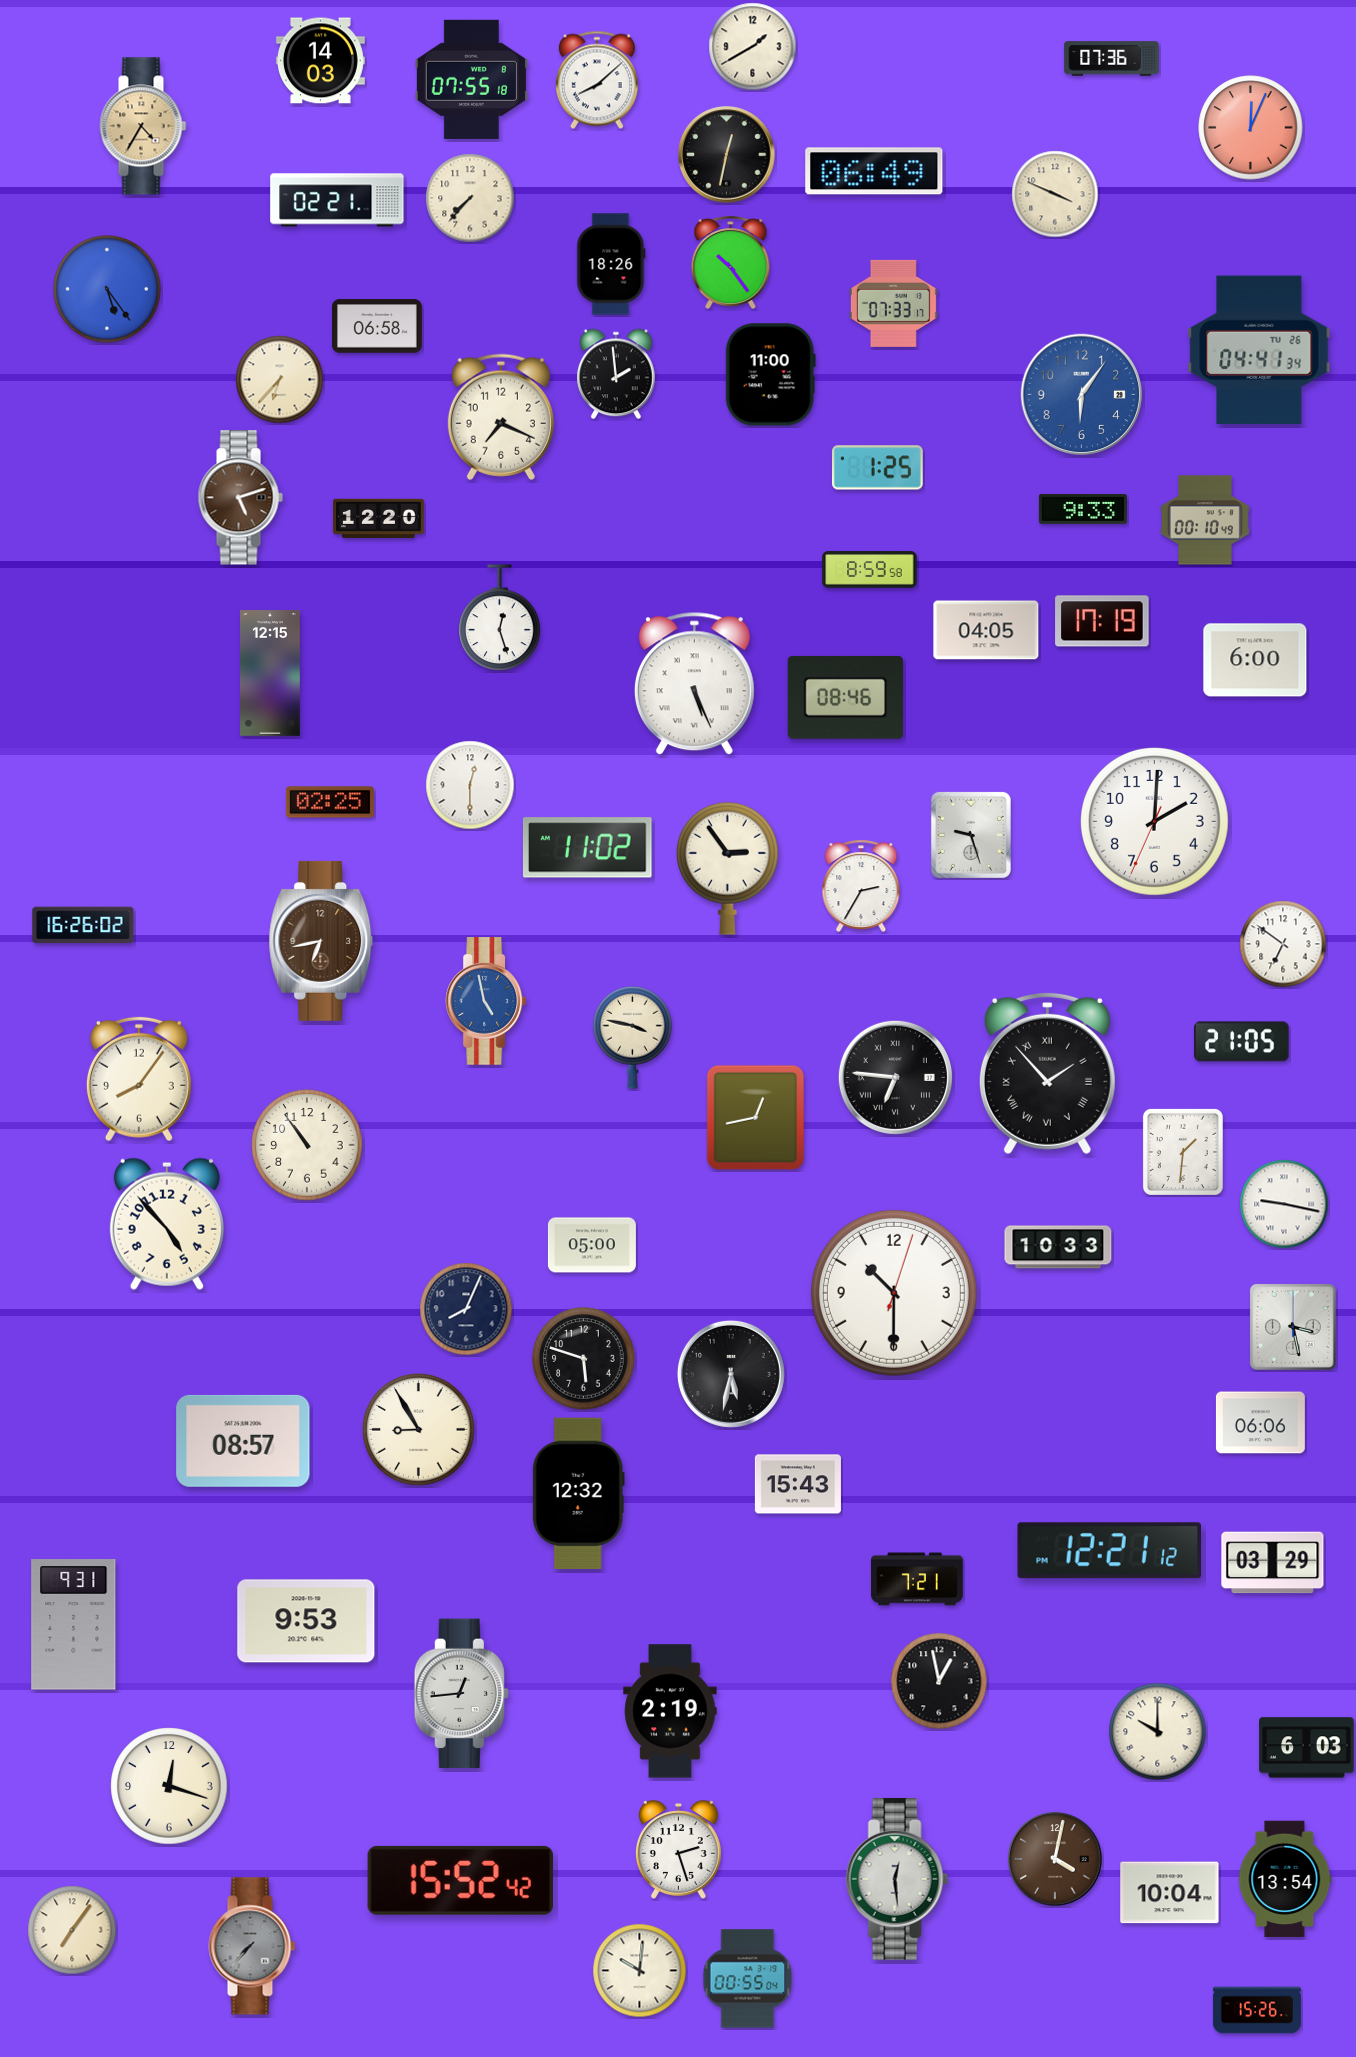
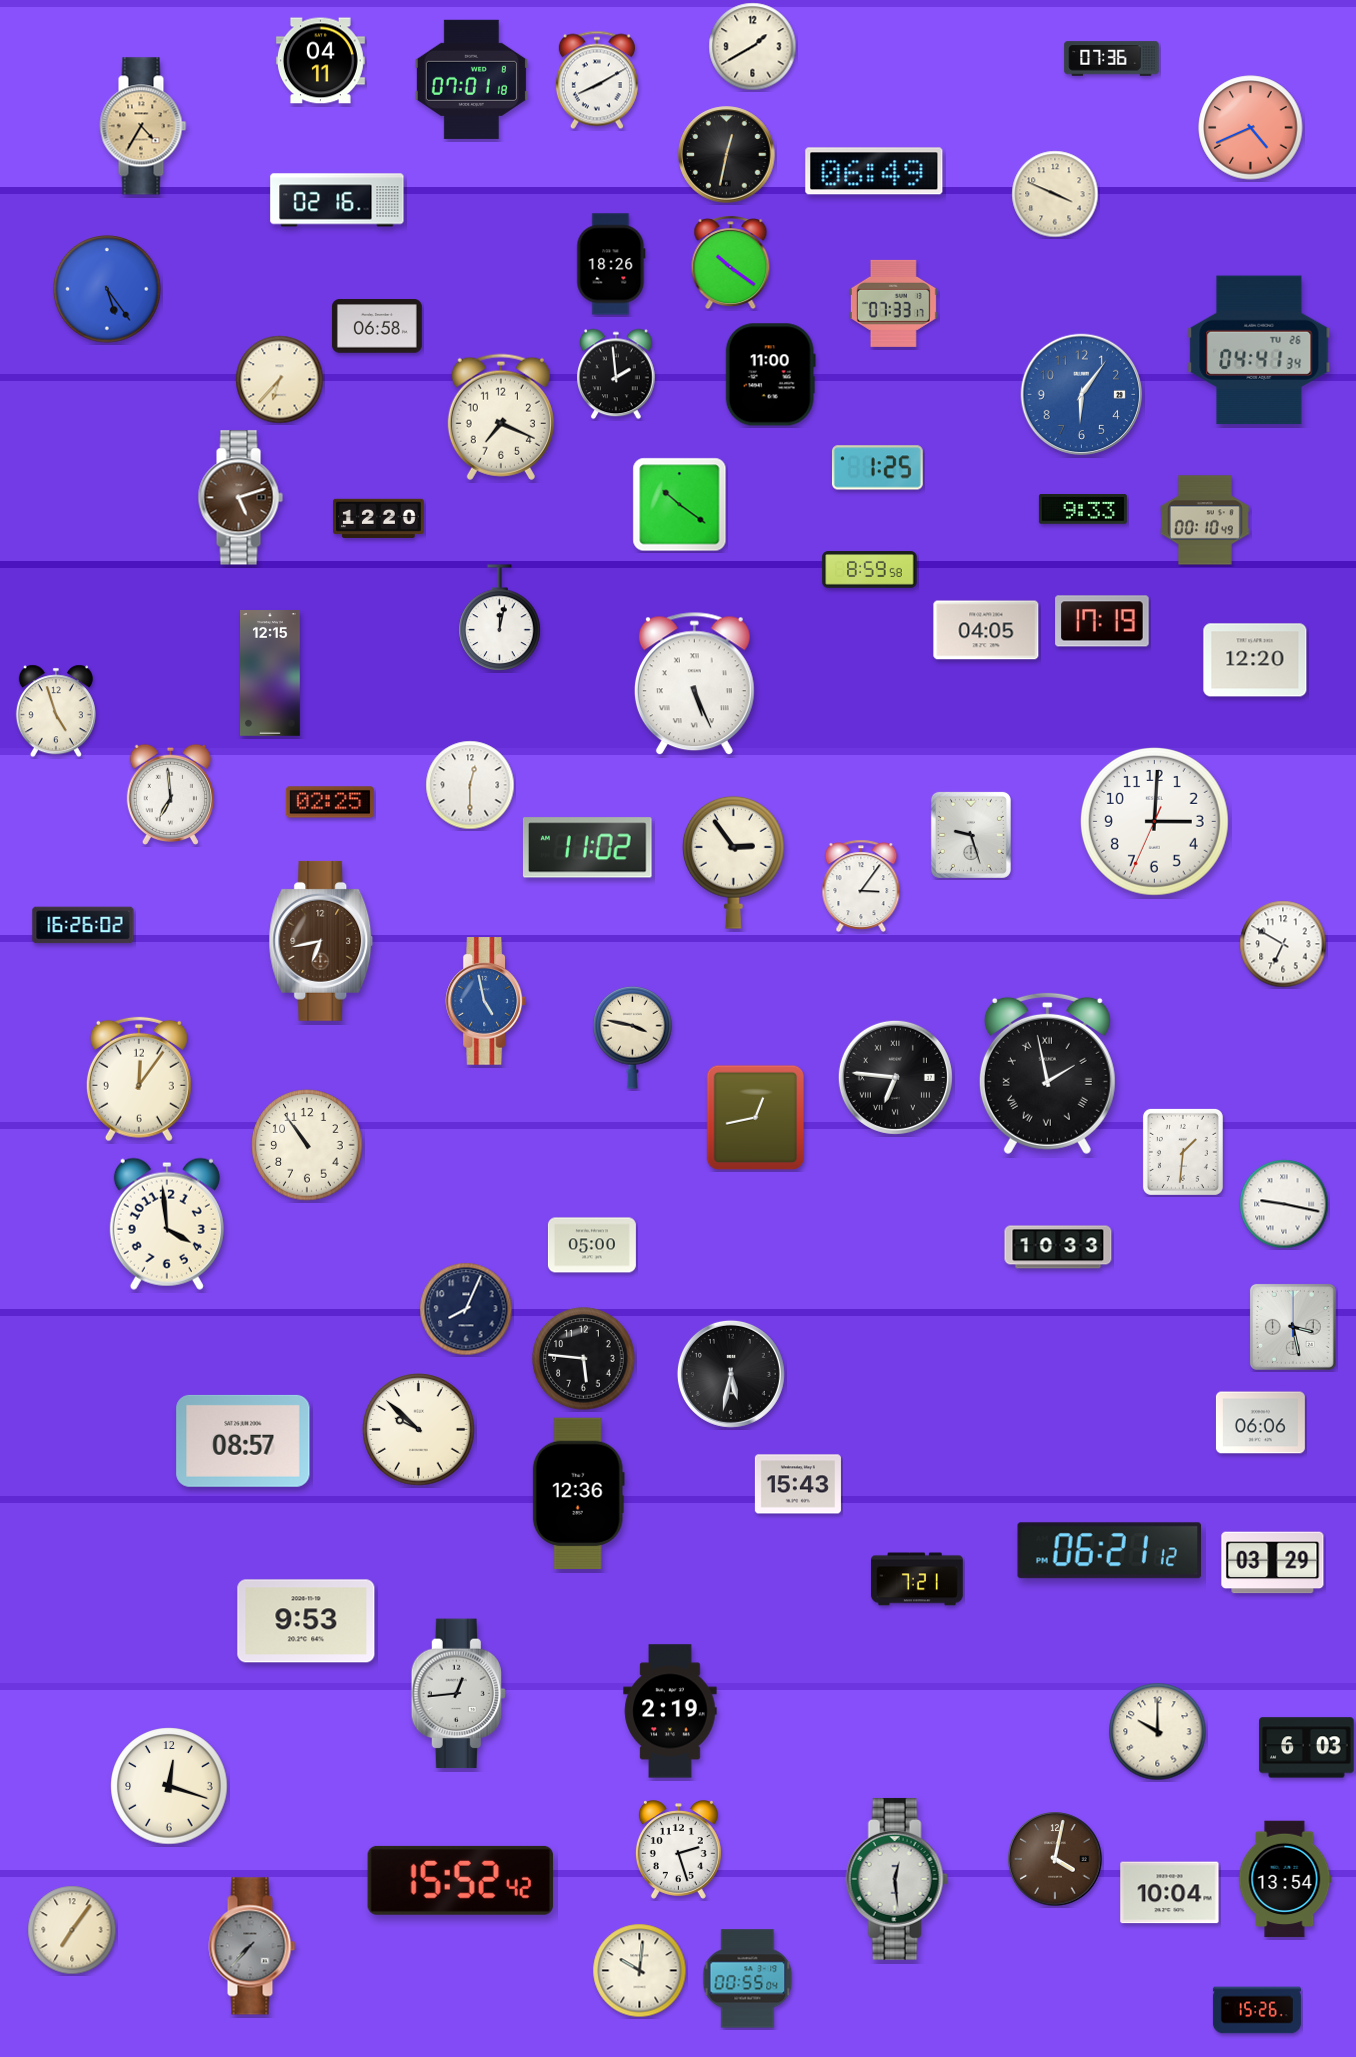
clock at (320, 61): 14:03 -> 04:11
clock at (471, 79): 07:55 -> 07:01
clock at (597, 80): 8:08 -> 8:10
clock at (1251, 128): 12:04 -> 4:41
clock at (470, 198): 7:37 -> none
clock at (337, 200): 02:21 -> 02:16
clock at (731, 263): 10:24 -> 10:21
clock at (680, 505): none -> 10:21
clock at (500, 618): 12:27 -> 12:02
clock at (1255, 660): 6:00 -> 12:20
clock at (846, 697): 08:46 -> none
clock at (56, 711): none -> 4:57
clock at (170, 795): none -> 6:59
clock at (1154, 821): 2:00 -> 3:00
clock at (728, 868) position: (728, 868) -> (734, 862)
clock at (861, 886): 2:35 -> 3:06
clock at (1283, 944): 6:51 -> 6:50
clock at (1242, 1042): 21:05 -> none
clock at (1047, 1073): 1:53 -> 1:58
clock at (139, 1079): 8:06 -> 12:06
clock at (167, 1224): 4:53 -> 3:59
clock at (894, 1293): 10:30 -> none
clock at (584, 1359): 5:48 -> 5:46
clock at (419, 1430): 8:55 -> 9:52
clock at (578, 1494): 12:32 -> 12:36
clock at (1109, 1551): 12:21 -> 06:21
clock at (74, 1625): 9:31 -> none
clock at (939, 1681): 12:58 -> none
clock at (461, 1694) position: (461, 1694) -> (458, 1694)
